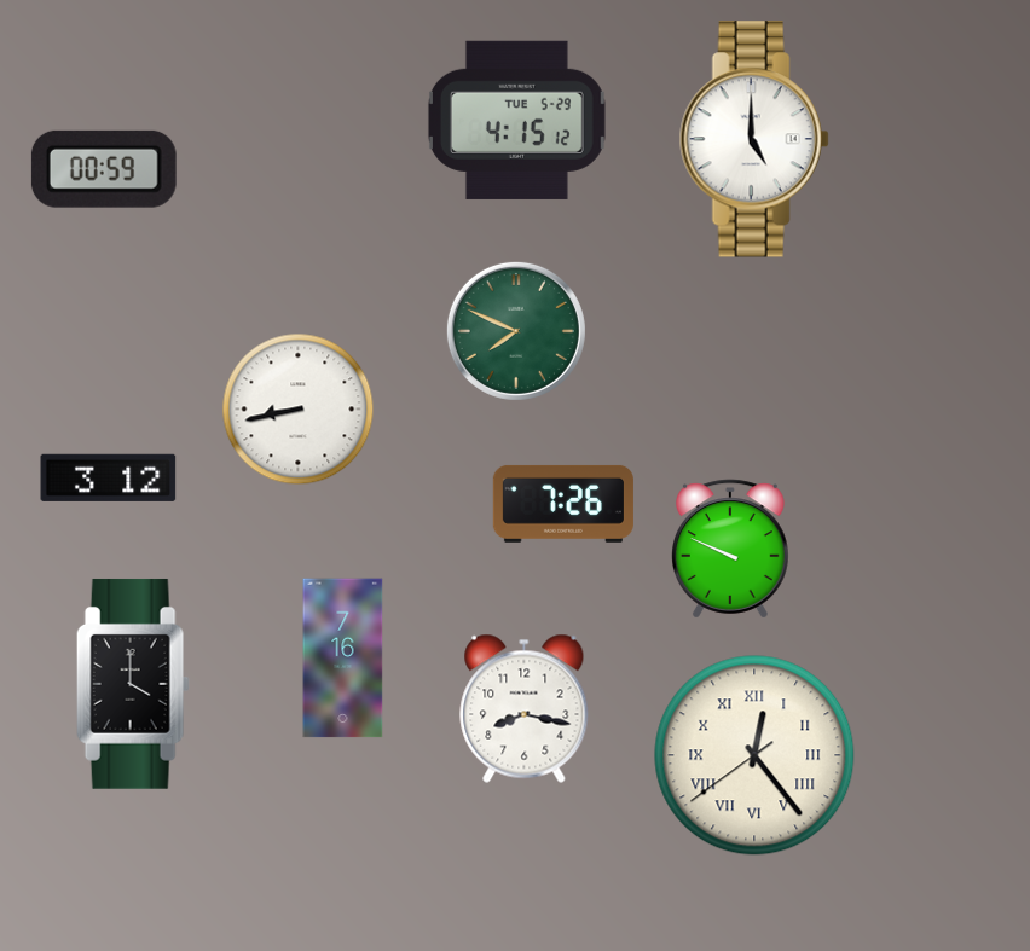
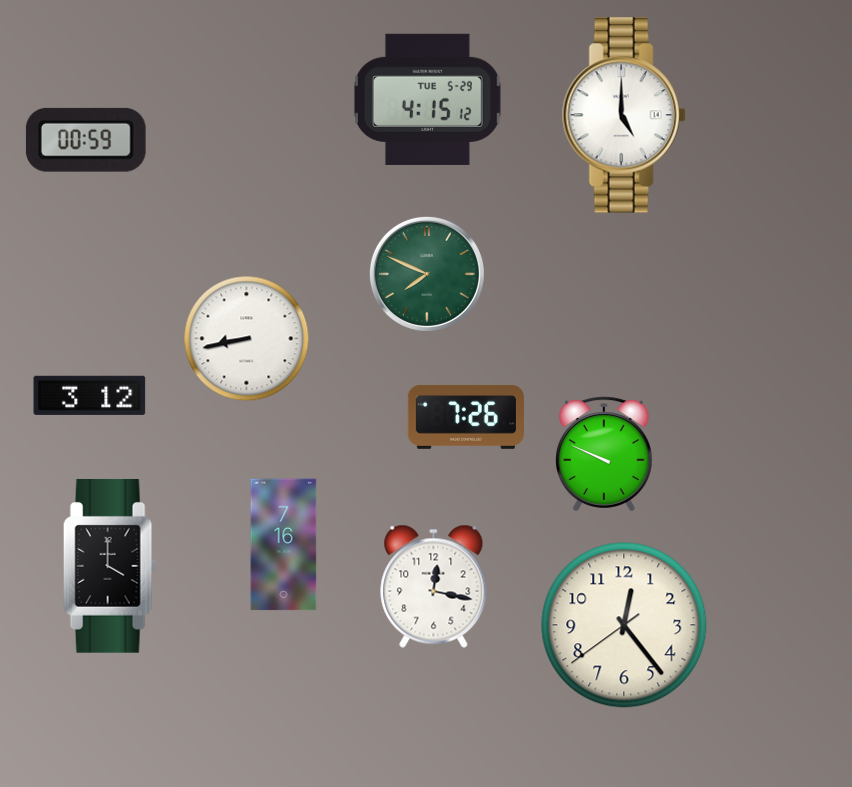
clock at (525, 708): 8:17 -> 12:17
clock at (754, 755) numerals: Roman -> Arabic
